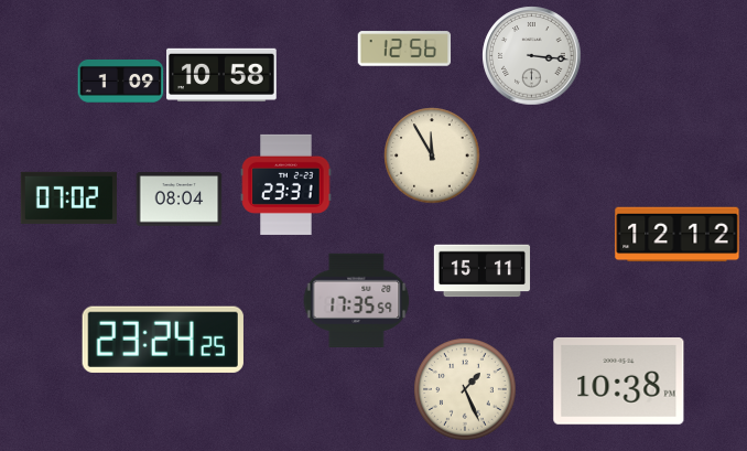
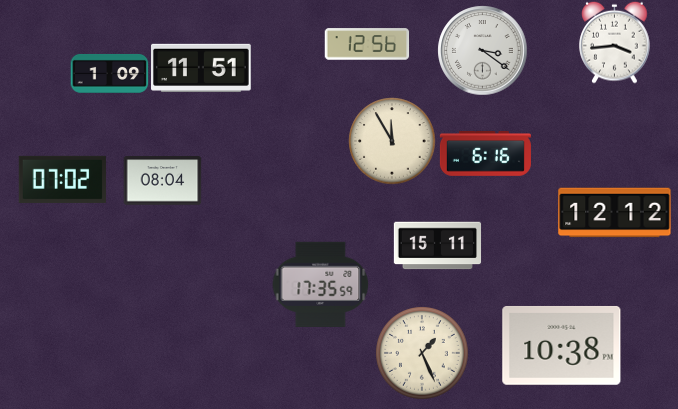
clock at (615, 42): none -> 3:44
clock at (531, 55): 3:16 -> 3:21
clock at (223, 74): 10:58 -> 11:51
clock at (485, 154): none -> 6:16
clock at (286, 184): 23:31 -> none
clock at (356, 300) position: (356, 300) -> (320, 284)
clock at (163, 340): 23:24 -> none
